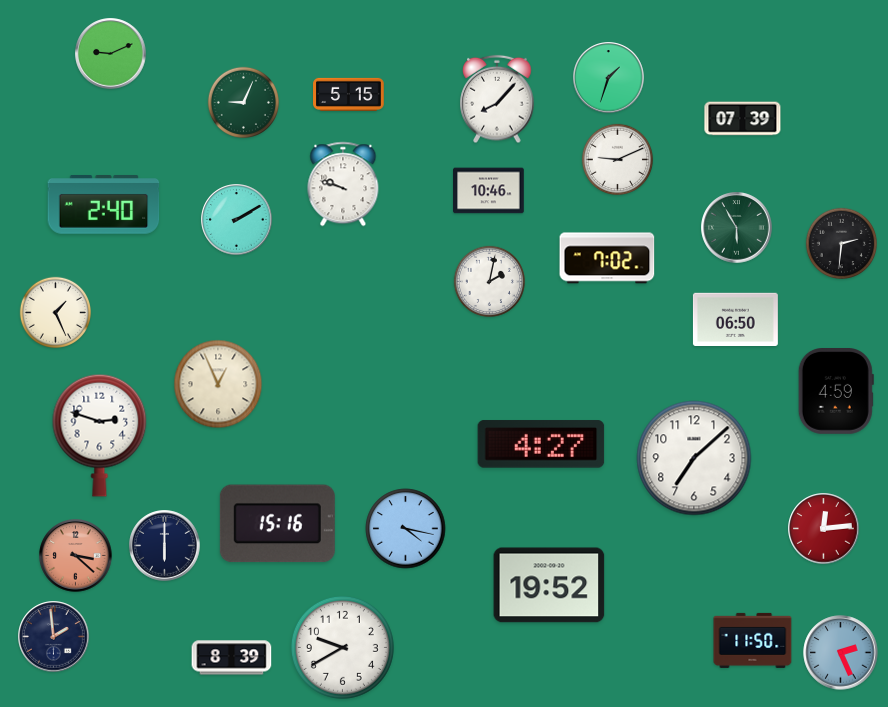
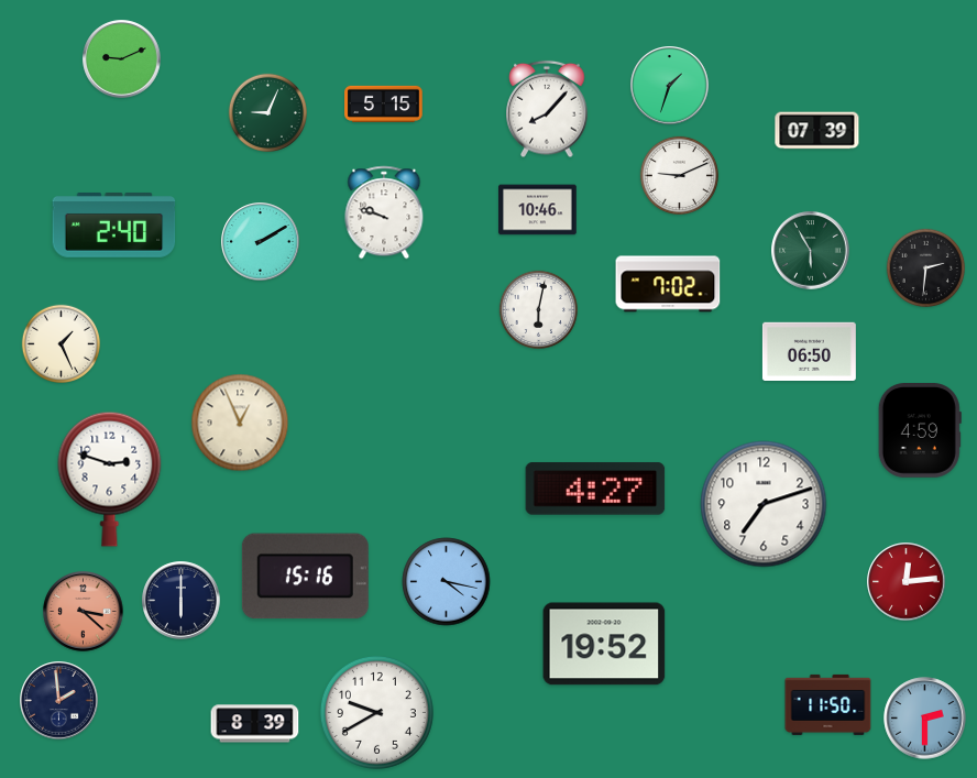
clock at (343, 184) position: (343, 184) -> (384, 212)
clock at (489, 281): 2:02 -> 6:02
clock at (694, 458): 7:08 -> 7:12
clock at (841, 653): 2:26 -> 2:30
